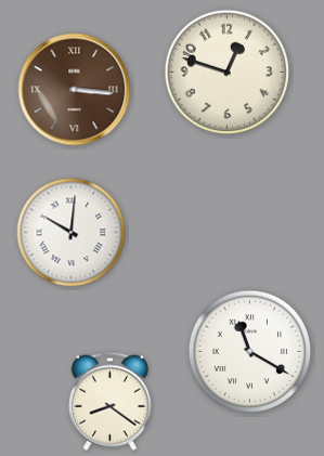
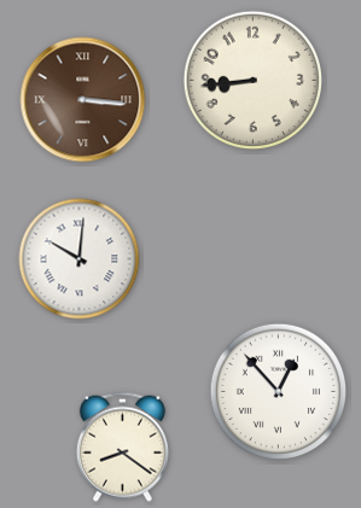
clock at (226, 71): 12:48 -> 8:44
clock at (250, 352): 11:20 -> 12:53
